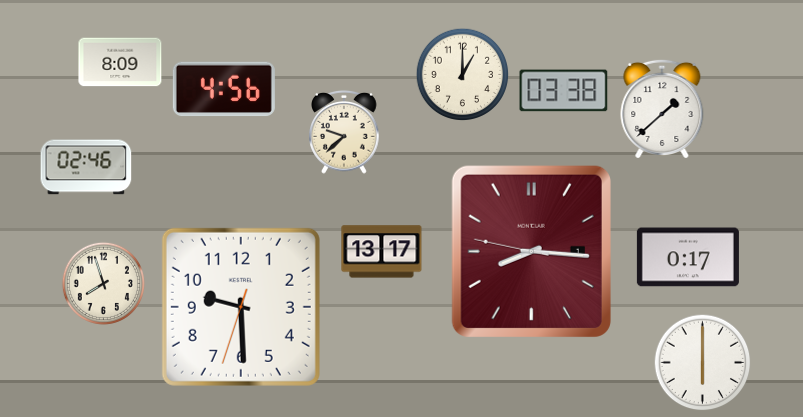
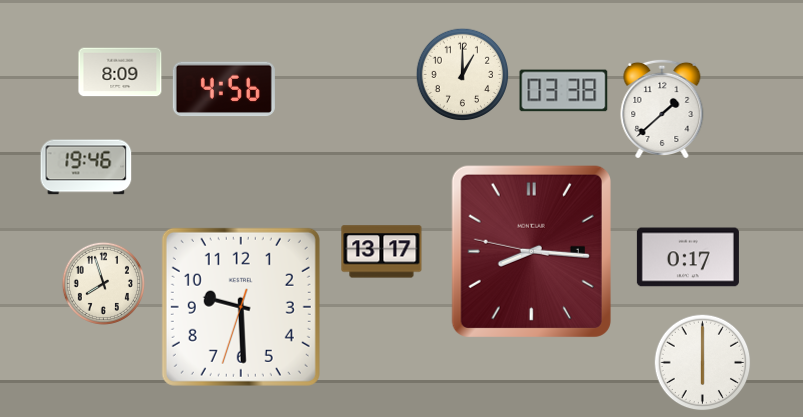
clock at (120, 62) position: (120, 62) -> (120, 72)
clock at (345, 132): 9:38 -> none
clock at (86, 167): 02:46 -> 19:46
